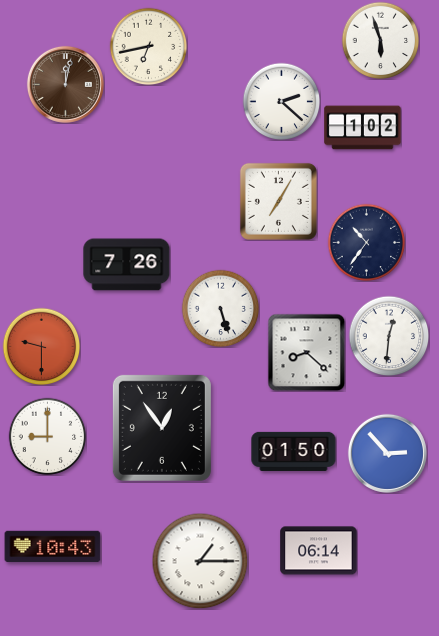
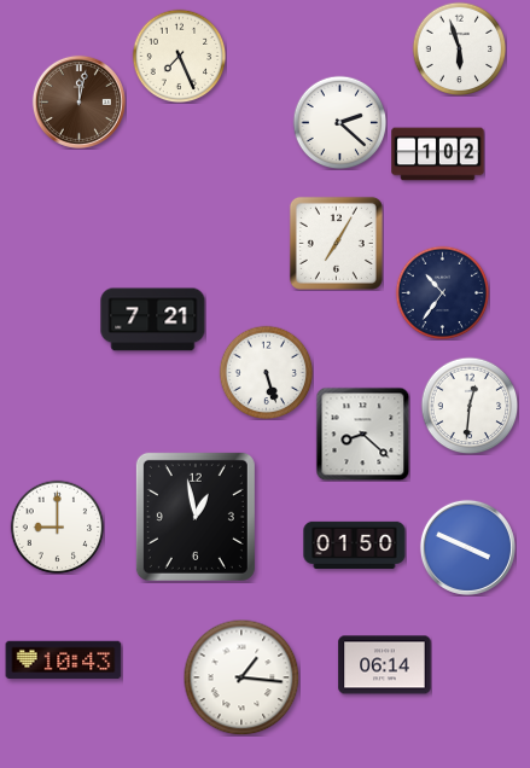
clock at (148, 46): 6:43 -> 7:26
clock at (127, 265): 7:26 -> 7:21
clock at (41, 346): 9:30 -> none
clock at (306, 352) position: (306, 352) -> (362, 434)
clock at (162, 428): 12:54 -> 12:58
clock at (387, 453): 2:53 -> 3:49
clock at (200, 561): 1:15 -> 1:16
